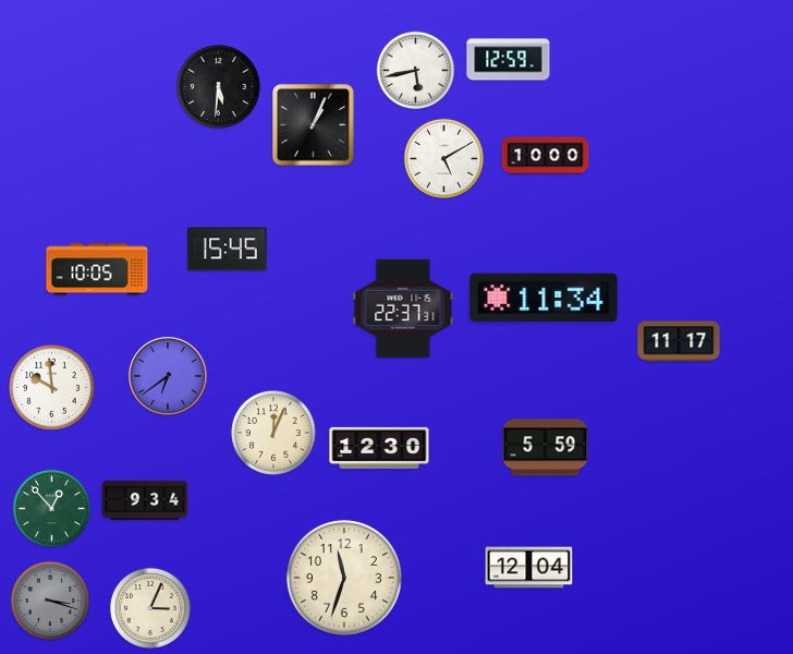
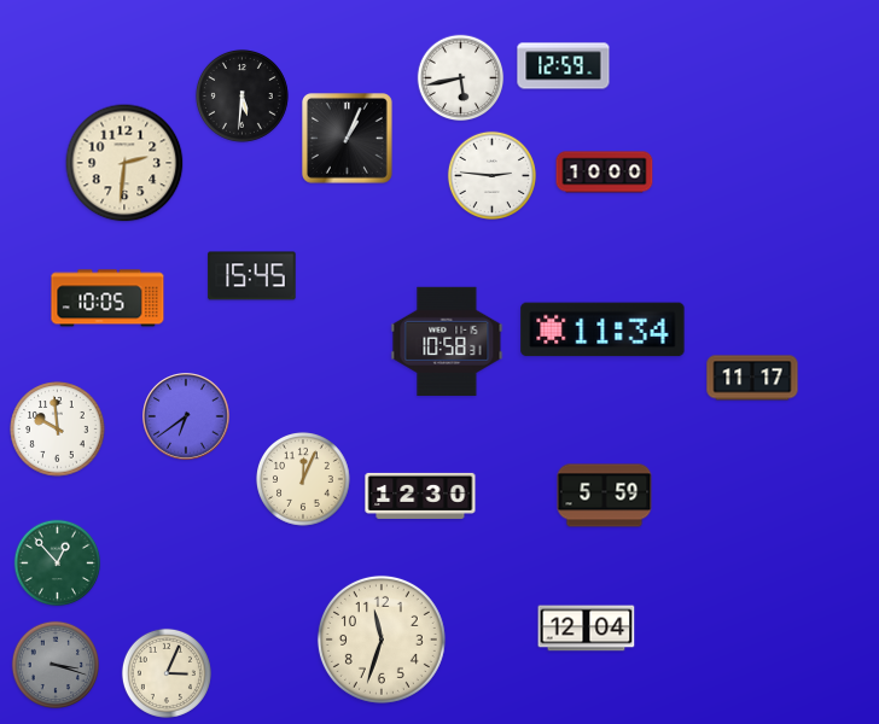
clock at (124, 163): none -> 2:31
clock at (443, 158): 5:10 -> 2:46
clock at (403, 308): 22:37 -> 10:58
clock at (145, 500): 9:34 -> none
